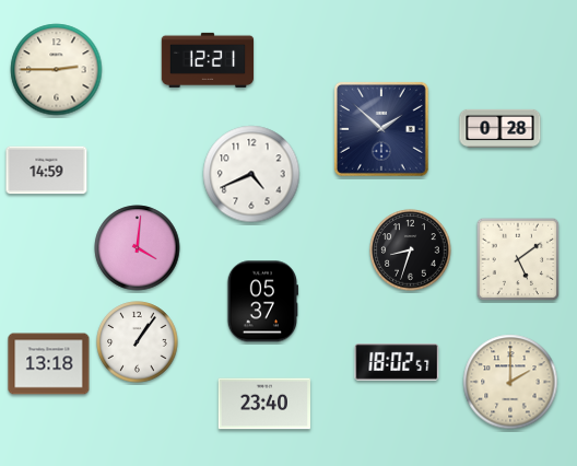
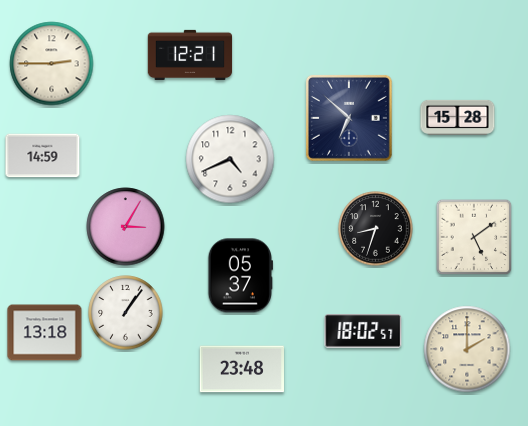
clock at (501, 128): 0:28 -> 15:28
clock at (381, 129): 1:52 -> 6:52
clock at (138, 248): 4:01 -> 3:05
clock at (264, 404): 23:40 -> 23:48
